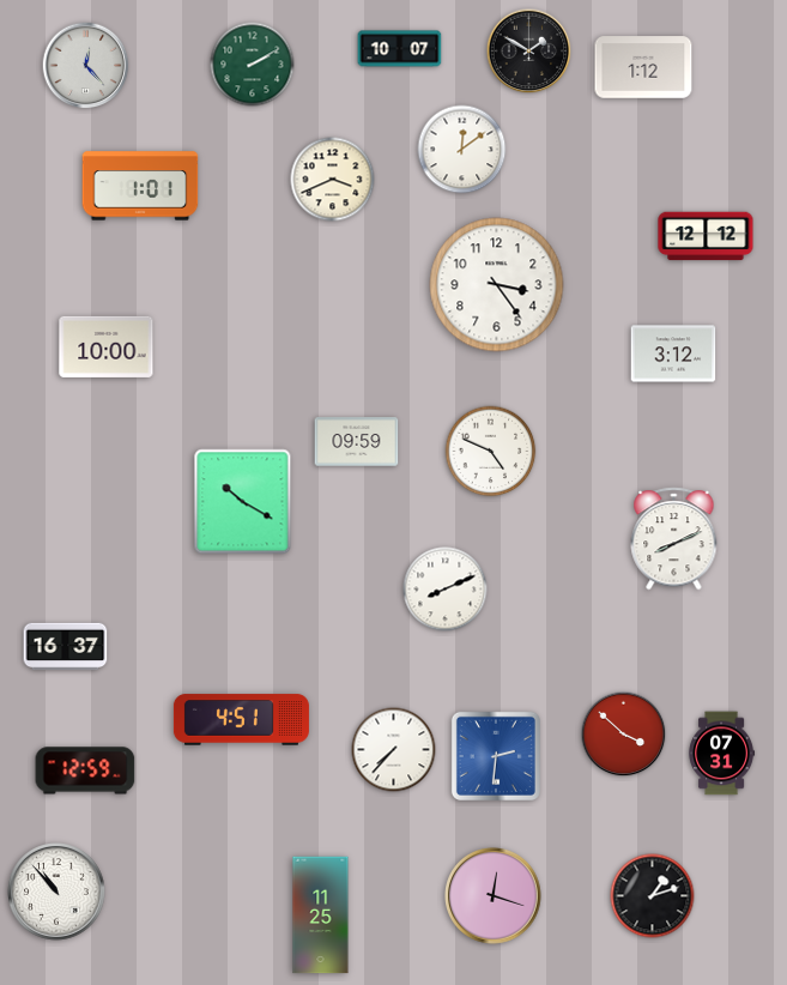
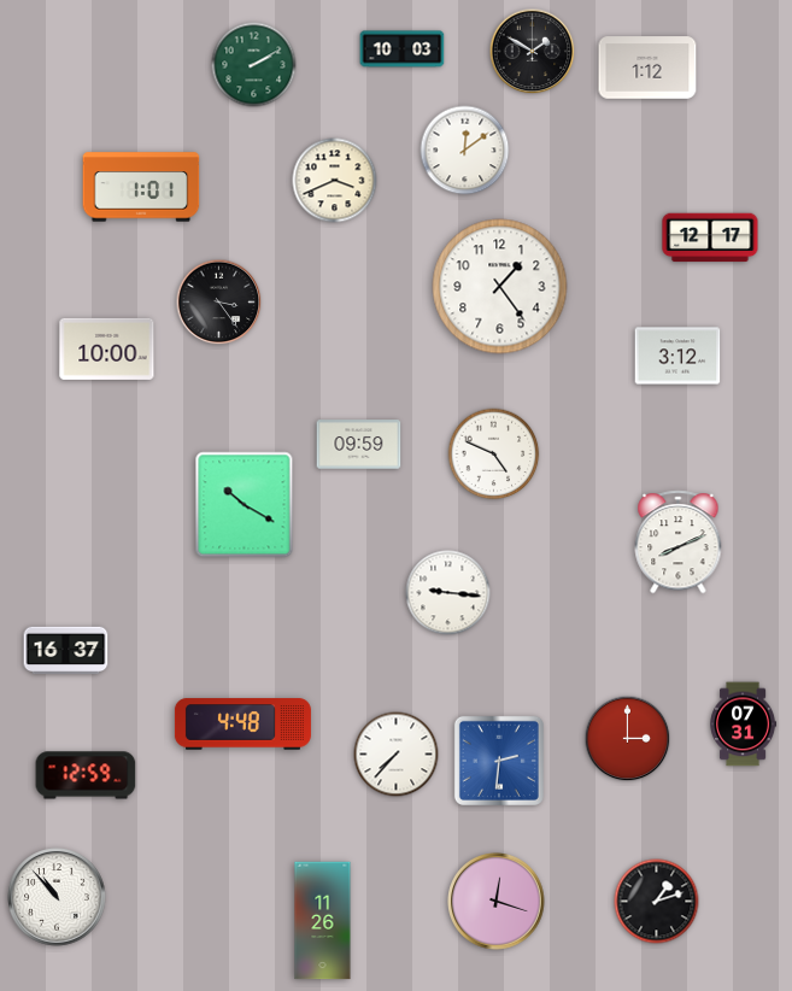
clock at (400, 49): 10:07 -> 10:03
clock at (86, 66): 12:23 -> none
clock at (706, 236): 12:12 -> 12:17
clock at (497, 285): 3:24 -> 1:24
clock at (219, 303): none -> 3:24
clock at (446, 590): 8:11 -> 9:16
clock at (241, 720): 4:51 -> 4:48
clock at (624, 735): 3:52 -> 3:00
clock at (722, 754) position: (722, 754) -> (744, 725)
clock at (321, 915): 11:25 -> 11:26
